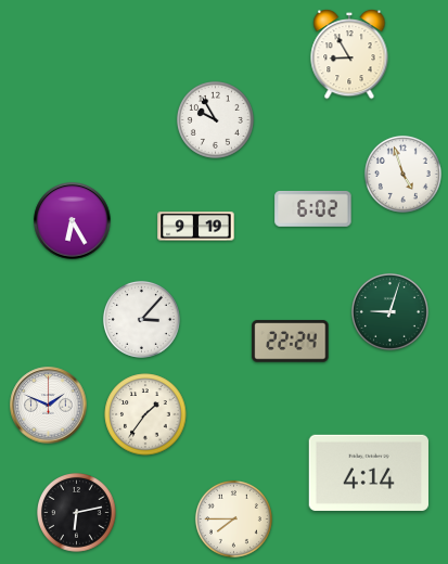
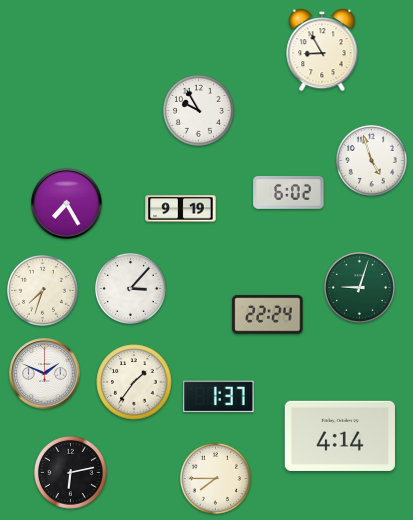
clock at (73, 221): 6:25 -> 7:25
clock at (42, 290): none -> 7:33
clock at (141, 319) position: (141, 319) -> (130, 288)
clock at (219, 397): none -> 1:37
